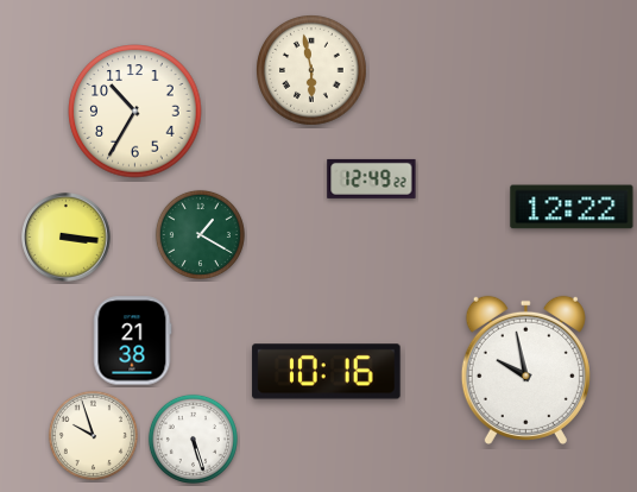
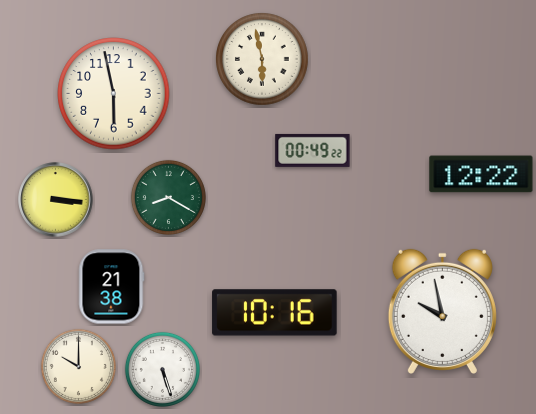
clock at (135, 112): 10:35 -> 5:58
clock at (372, 178): 12:49 -> 00:49
clock at (200, 234): 1:20 -> 8:20
clock at (93, 435): 9:57 -> 10:00
